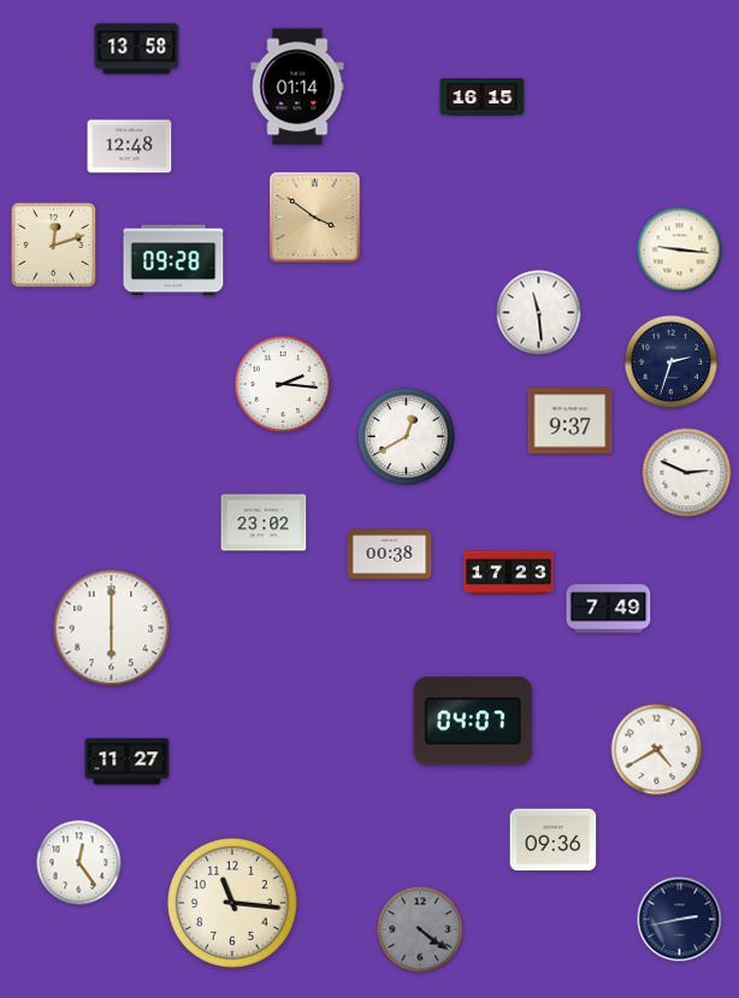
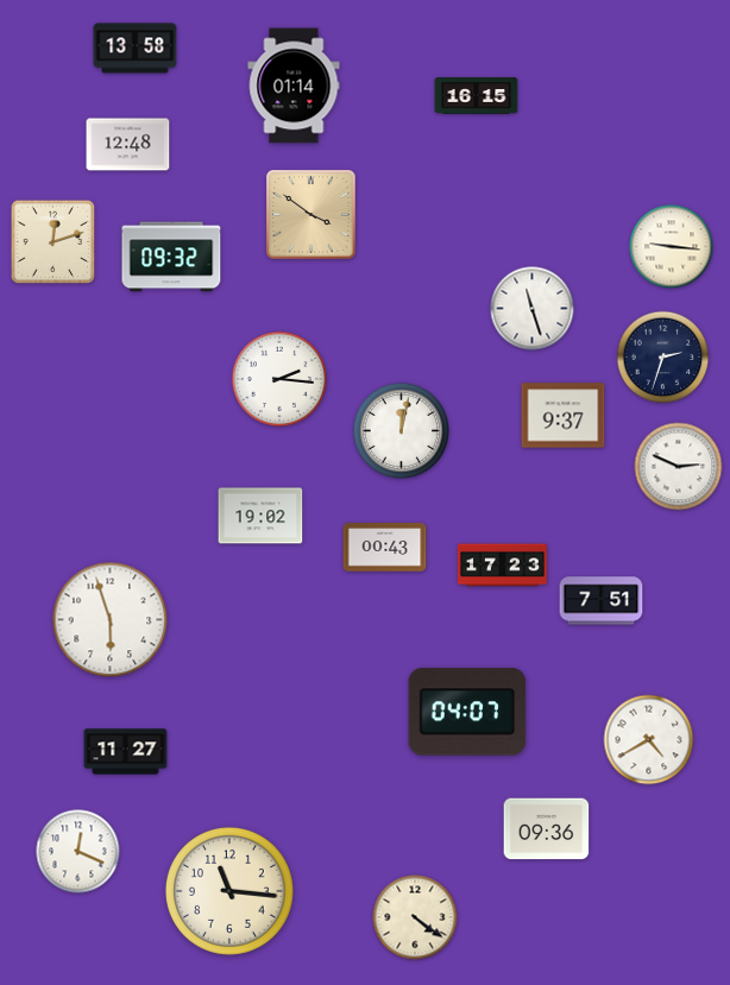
clock at (173, 260): 09:28 -> 09:32
clock at (539, 313): 11:29 -> 11:27
clock at (406, 436): 12:40 -> 12:02
clock at (264, 522): 23:02 -> 19:02
clock at (390, 555): 00:38 -> 00:43
clock at (609, 609): 7:49 -> 7:51
clock at (112, 628): 6:00 -> 5:57
clock at (79, 863): 12:24 -> 12:19
clock at (680, 920): 2:43 -> none
clock at (420, 929) dial: grey -> cream
